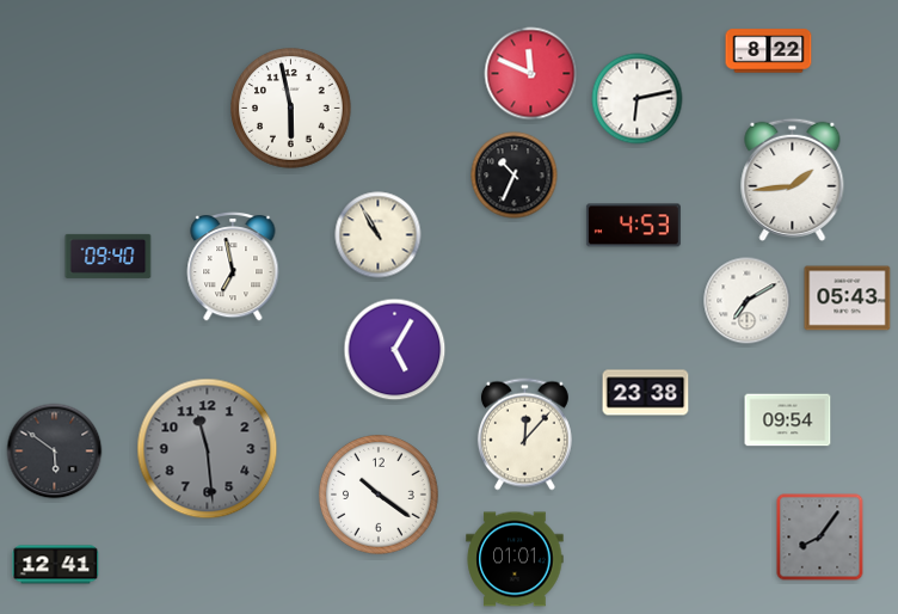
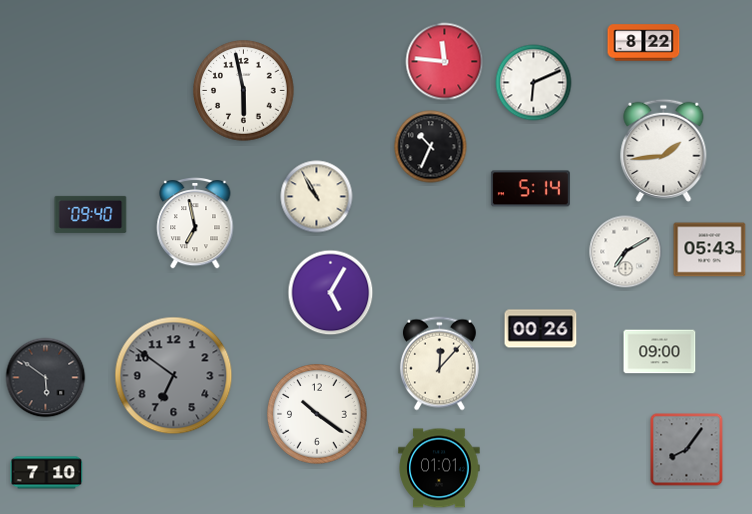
clock at (531, 74): 11:49 -> 11:46
clock at (638, 99): 6:13 -> 6:11
clock at (633, 226): 4:53 -> 5:14
clock at (646, 393): 23:38 -> 00:26
clock at (788, 420): 09:54 -> 09:00
clock at (208, 449): 11:29 -> 6:51
clock at (515, 559) position: (515, 559) -> (439, 468)
clock at (56, 565): 12:41 -> 7:10
